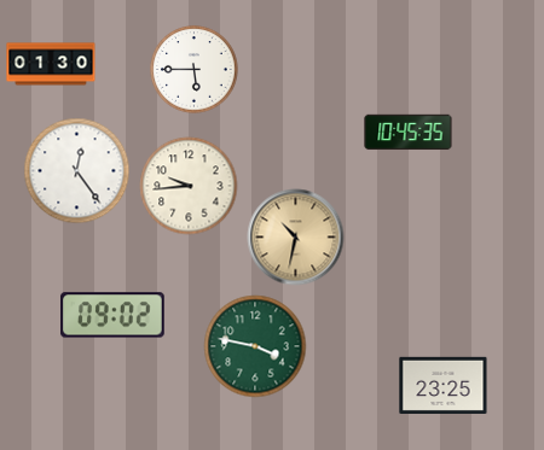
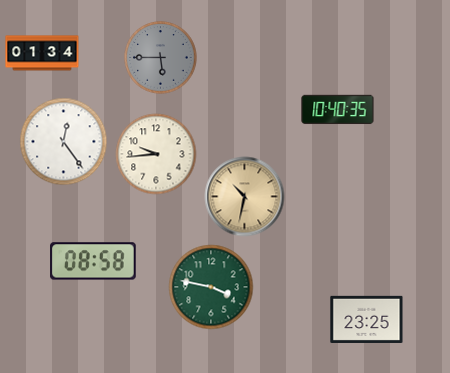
clock at (51, 64): 01:30 -> 01:34
clock at (195, 70) dial: white -> grey
clock at (409, 133): 10:45 -> 10:40
clock at (114, 315): 09:02 -> 08:58
